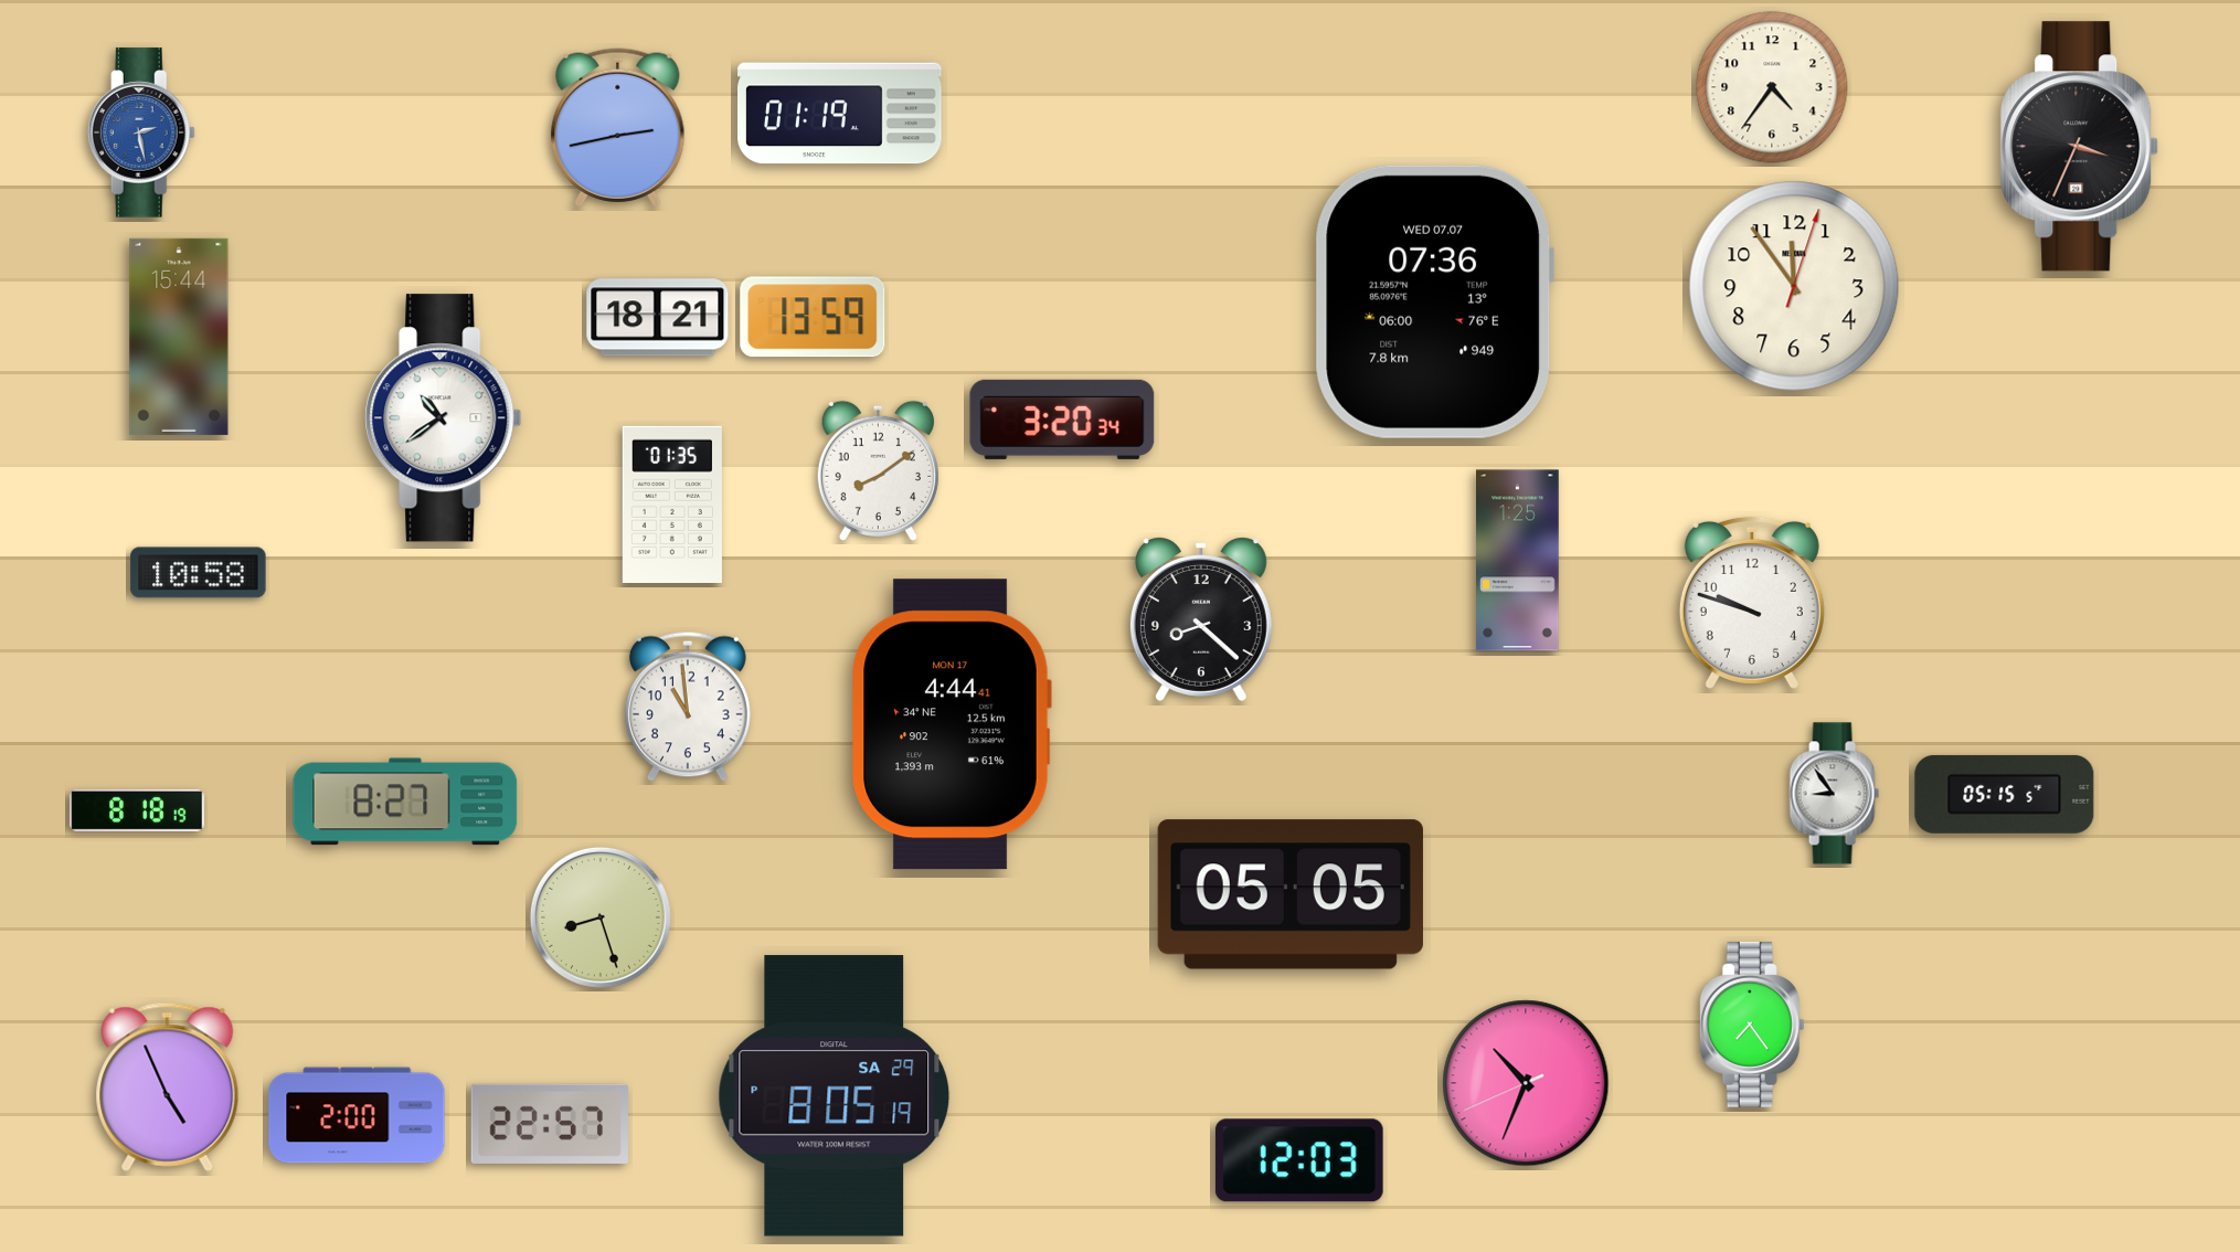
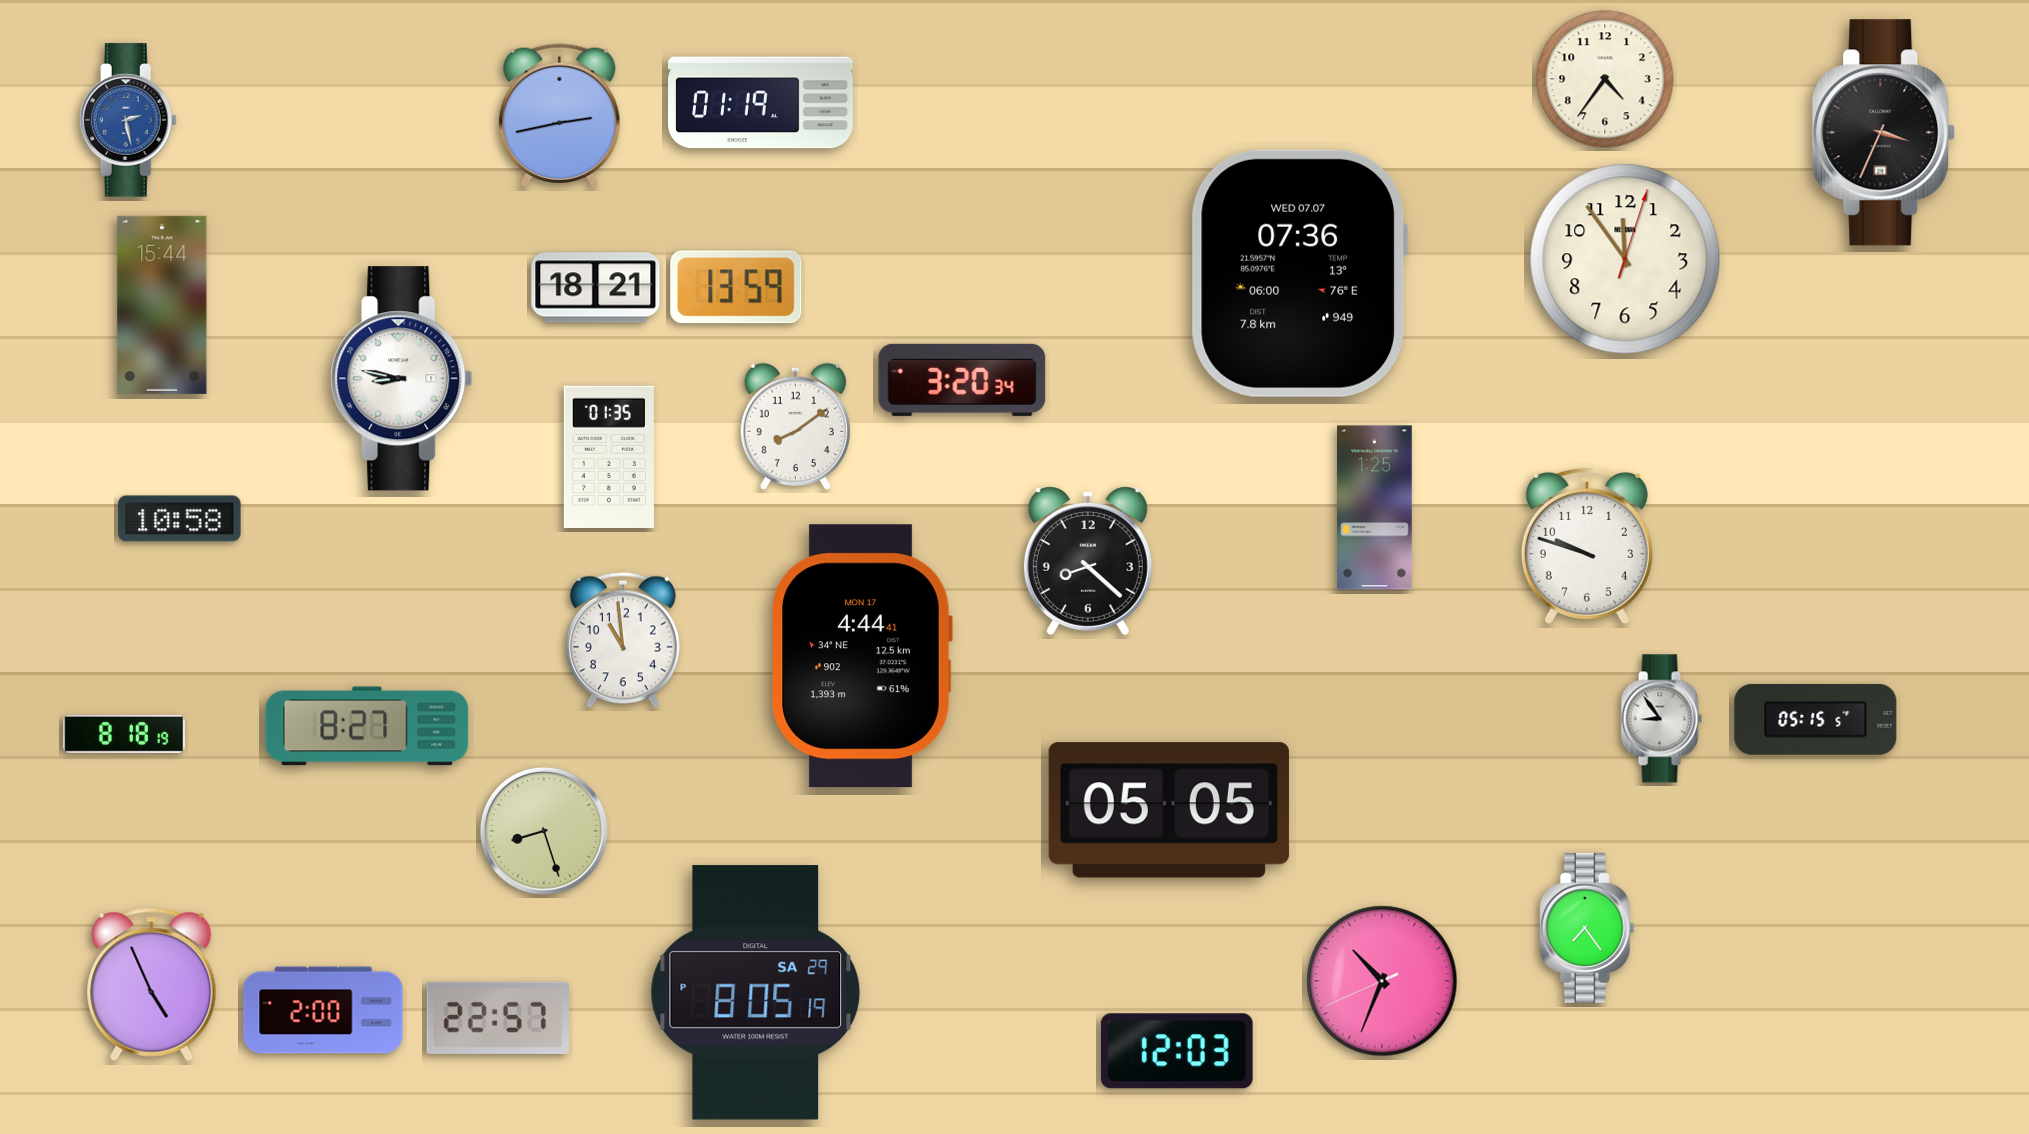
clock at (444, 418): 10:39 -> 8:47
